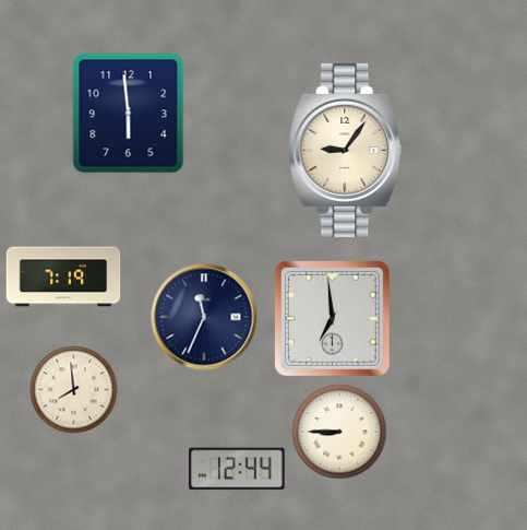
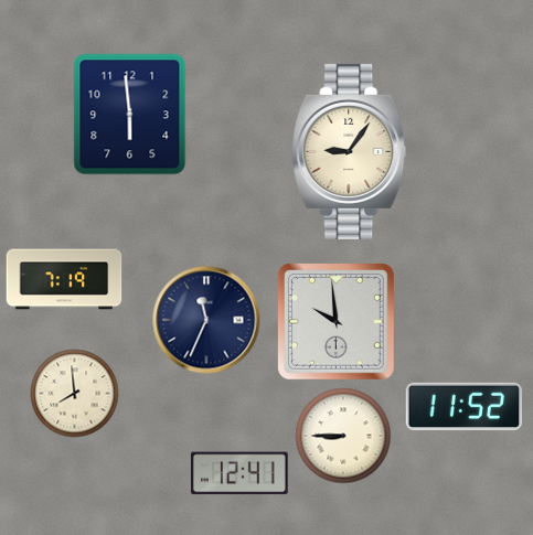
clock at (333, 319): 6:59 -> 9:59
clock at (465, 407): none -> 11:52
clock at (237, 469): 12:44 -> 12:41
